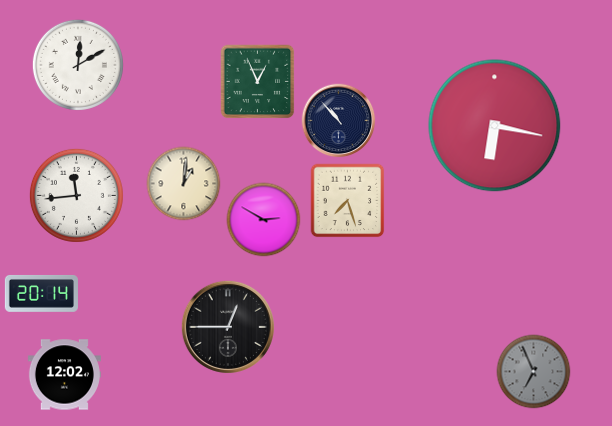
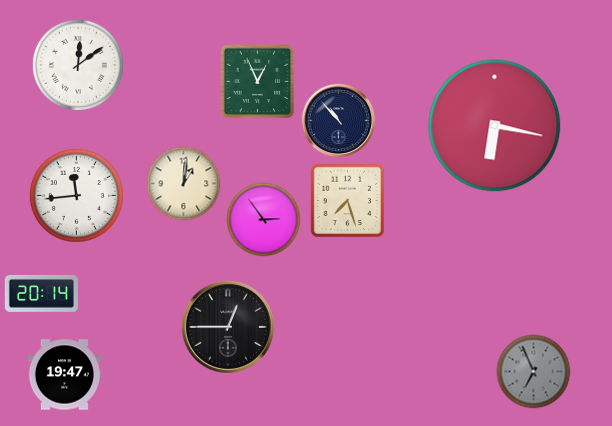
clock at (78, 65): 12:10 -> 12:09
clock at (264, 220): 2:50 -> 2:54
clock at (64, 375): 12:02 -> 19:47
